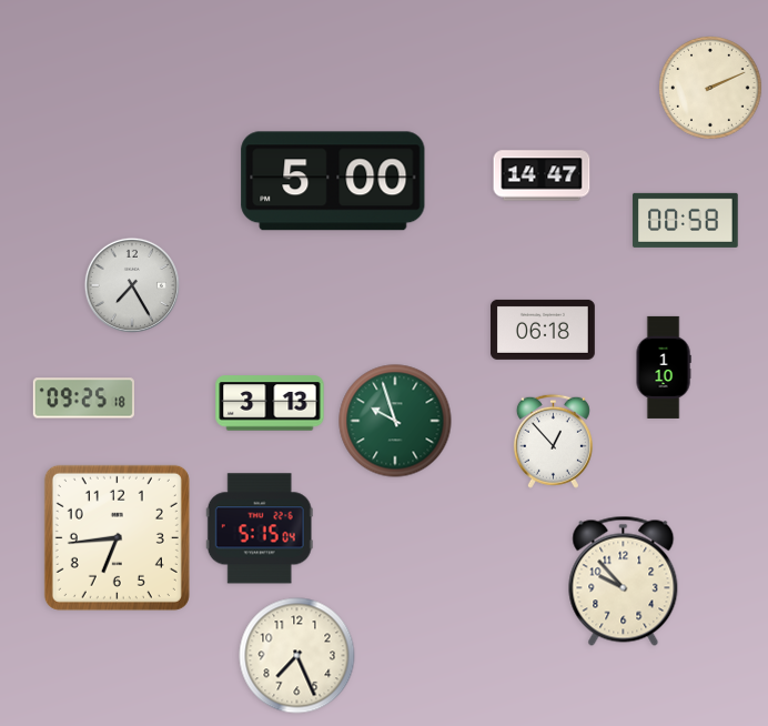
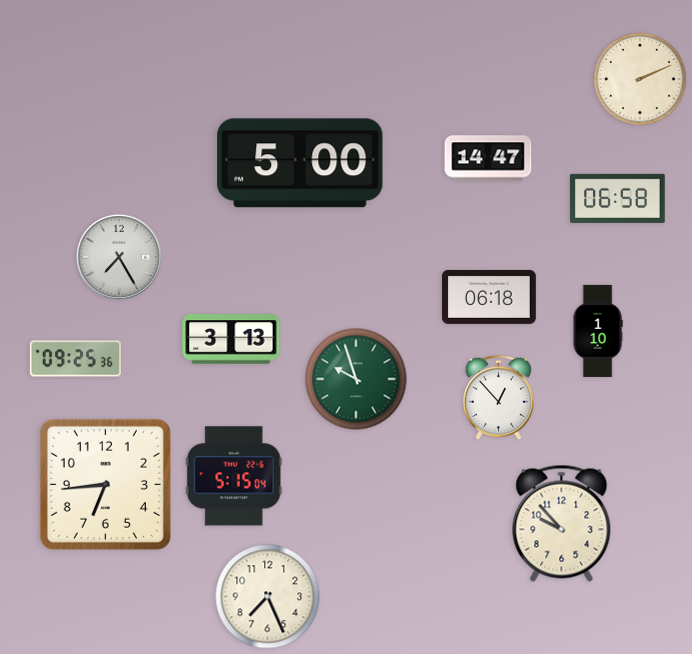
clock at (686, 220): 00:58 -> 06:58
clock at (83, 399): 09:25:18 -> 09:25:36
clock at (270, 403) position: (270, 403) -> (231, 339)
clock at (297, 656) position: (297, 656) -> (268, 597)
